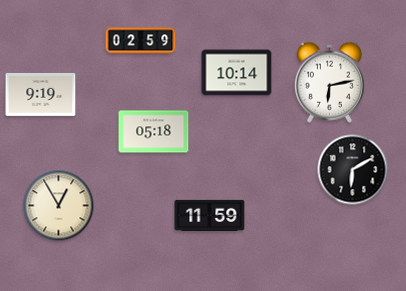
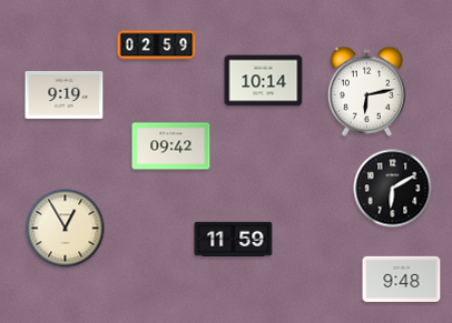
clock at (41, 94) position: (41, 94) -> (65, 94)
clock at (154, 132): 05:18 -> 09:42
clock at (402, 279): none -> 9:48
